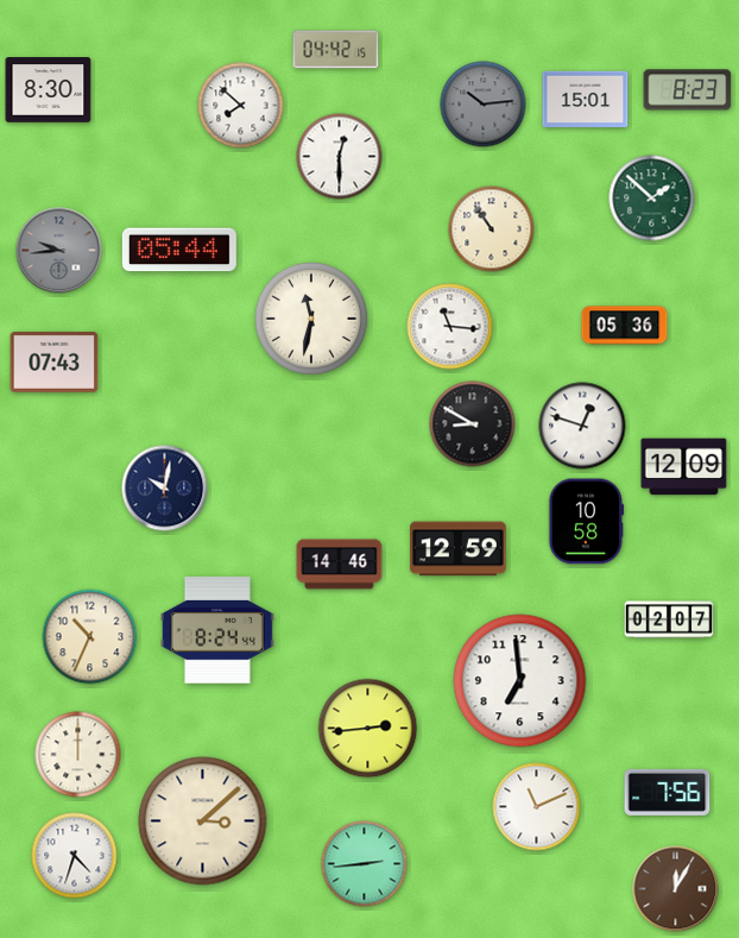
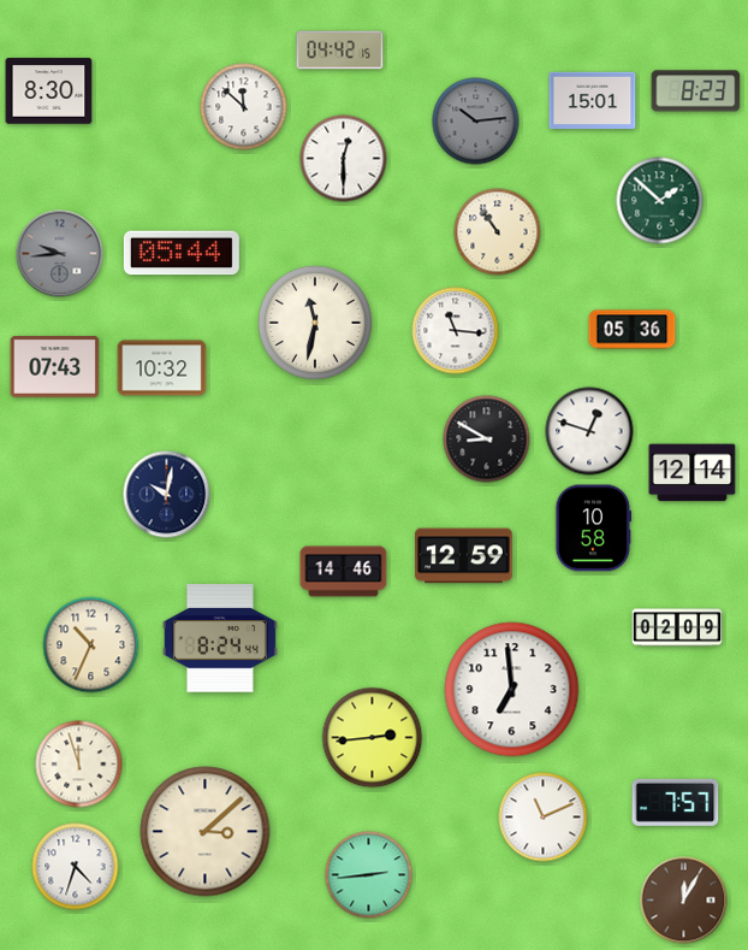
clock at (484, 105) position: (484, 105) -> (476, 122)
clock at (241, 106): 7:52 -> 11:52
clock at (162, 368): none -> 10:32
clock at (473, 424) position: (473, 424) -> (487, 439)
clock at (684, 467): 12:09 -> 12:14
clock at (669, 619): 02:07 -> 02:09
clock at (520, 681) position: (520, 681) -> (512, 690)
clock at (78, 755): 12:00 -> 11:57
clock at (668, 792): 7:56 -> 7:57
